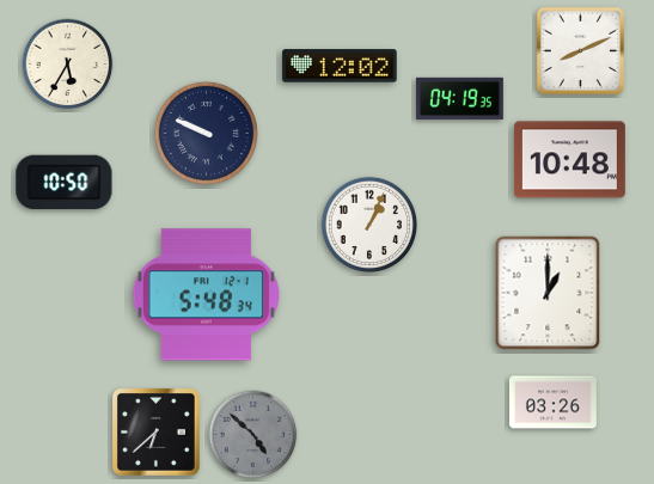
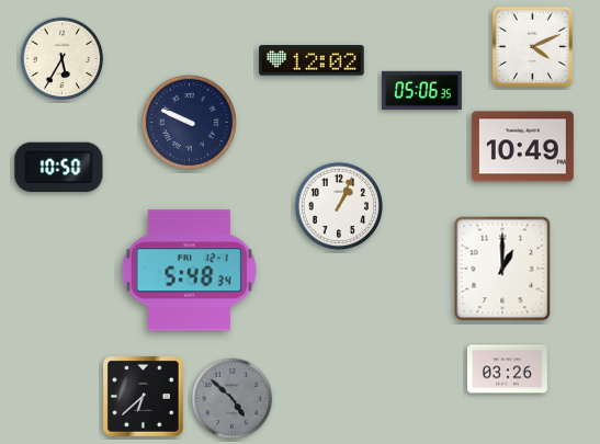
clock at (580, 50): 8:11 -> 4:11
clock at (459, 98): 04:19 -> 05:06
clock at (569, 160): 10:48 -> 10:49
